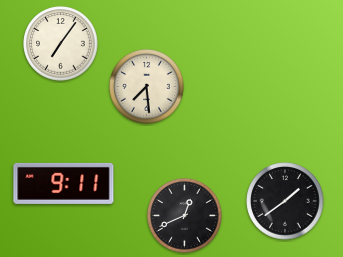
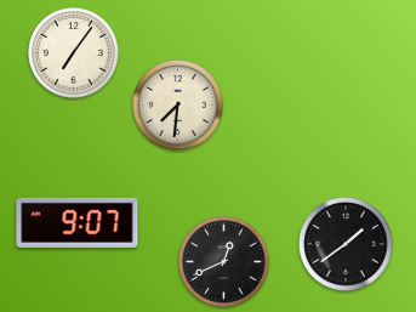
clock at (147, 87): 7:29 -> 7:31
clock at (64, 183): 9:11 -> 9:07
